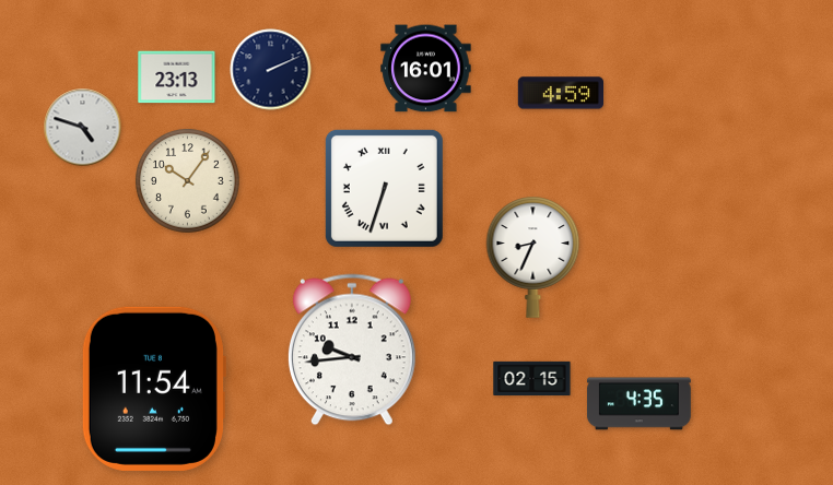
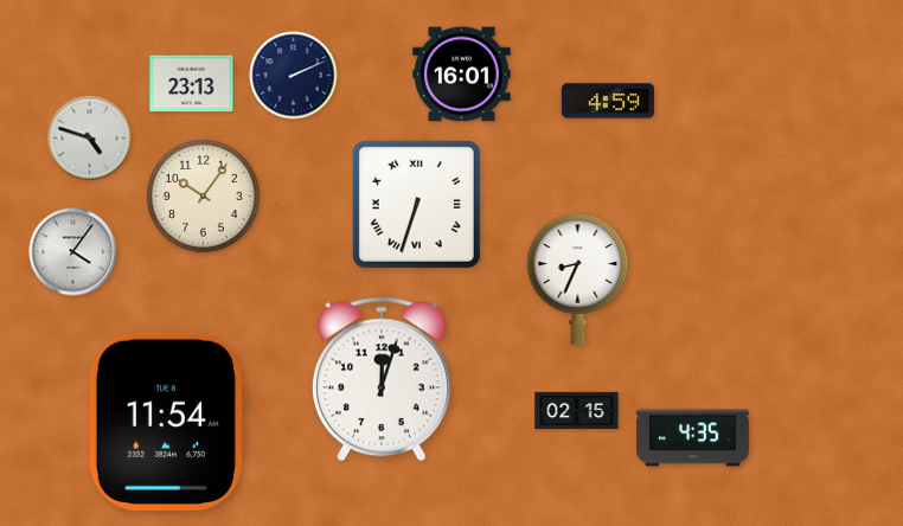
clock at (73, 252): none -> 4:06
clock at (352, 350): 9:44 -> 12:03
